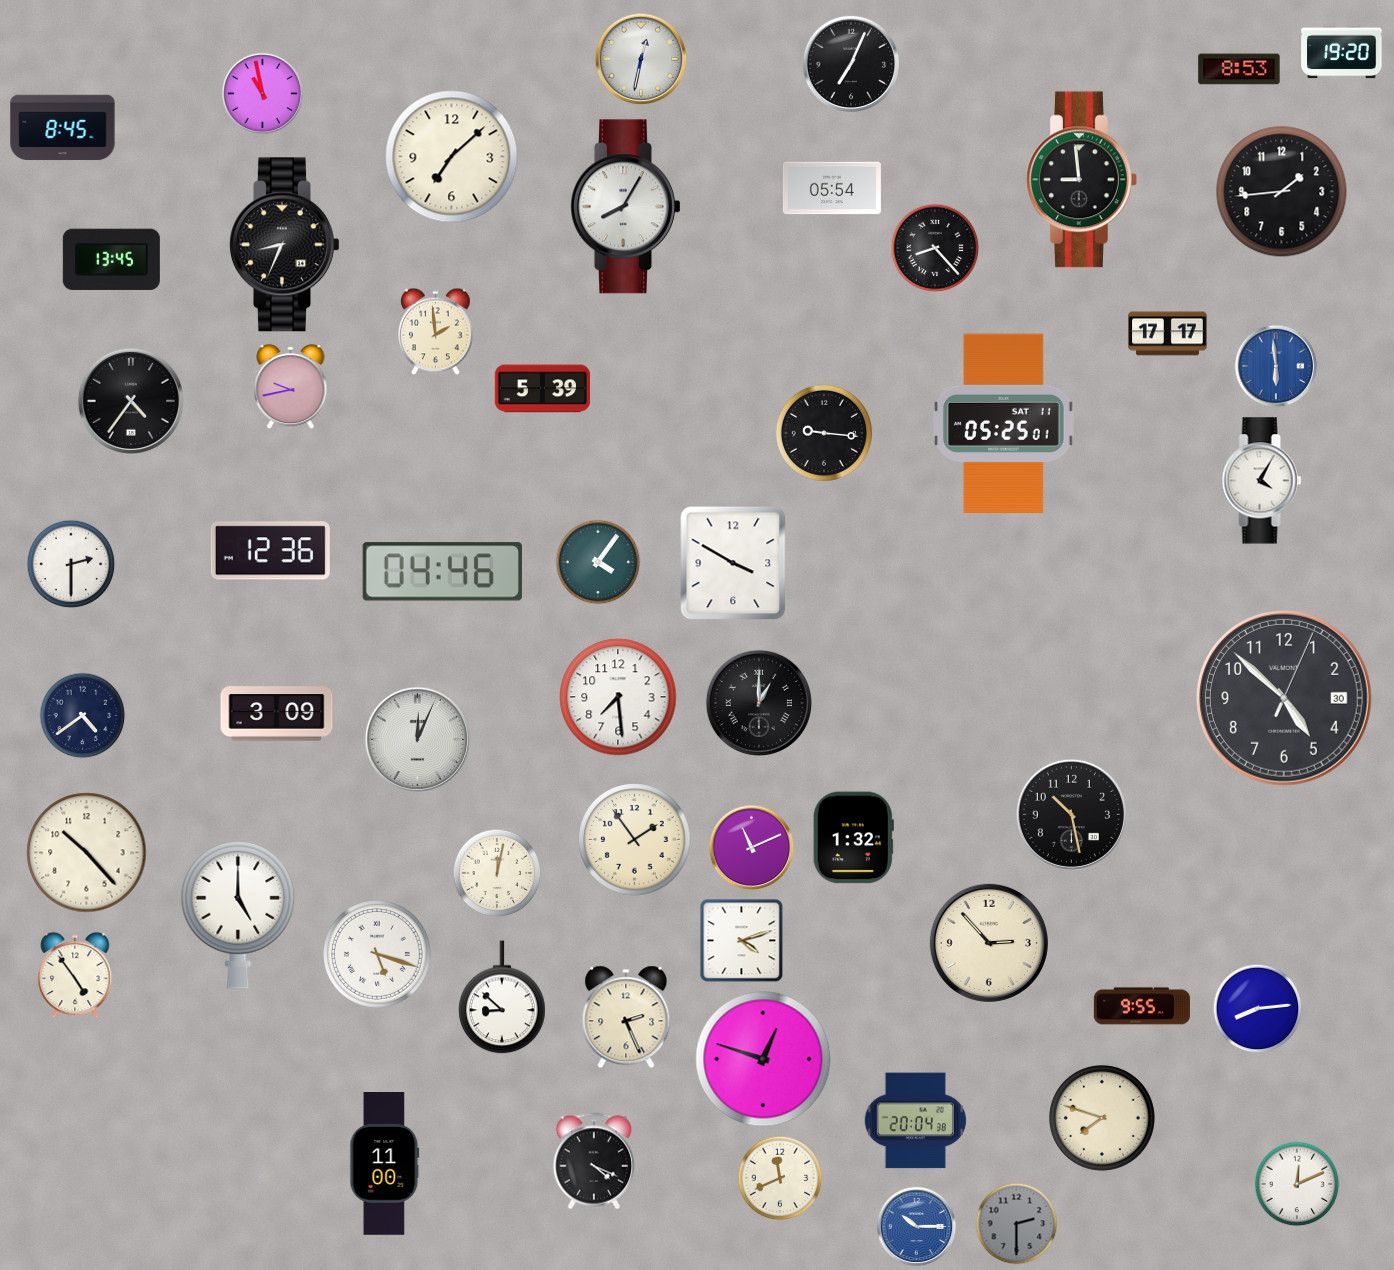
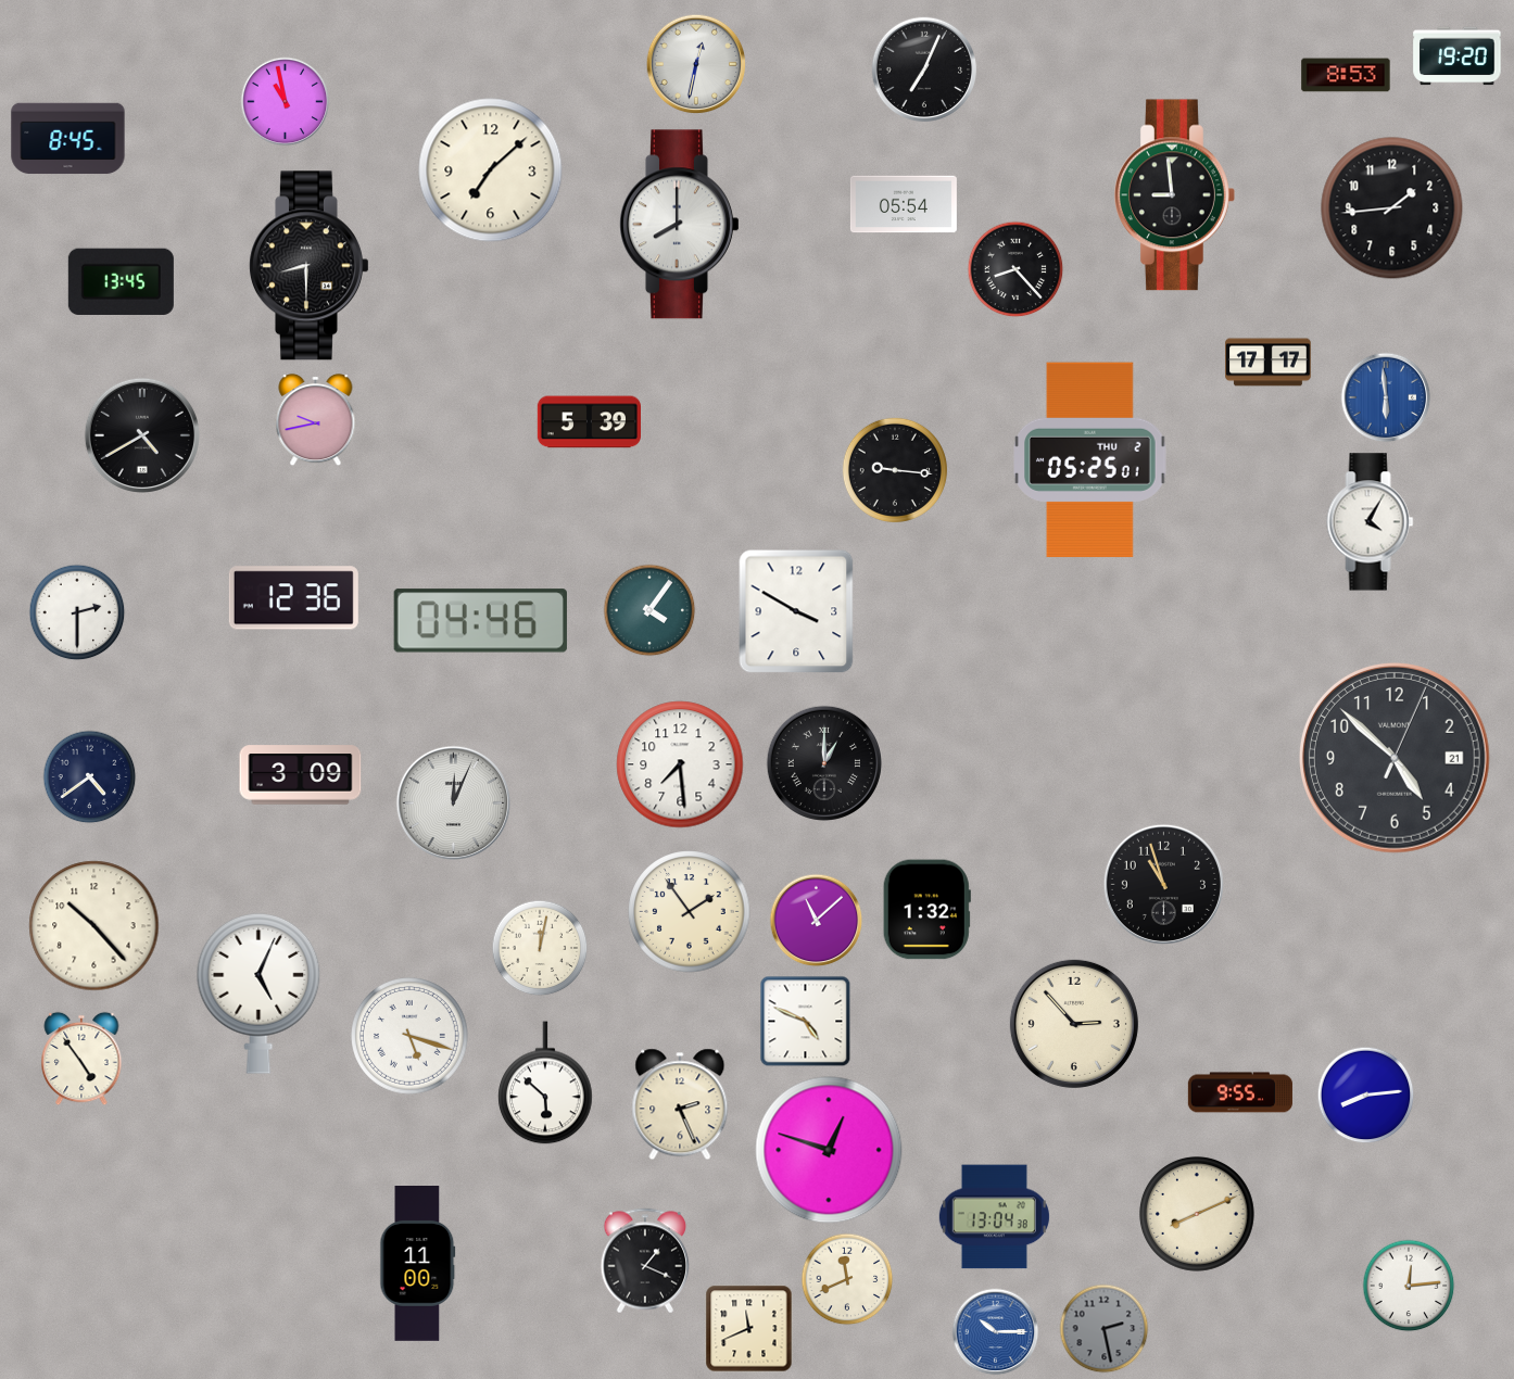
clock at (625, 207): 8:05 -> 8:00
clock at (284, 245): 8:34 -> 8:30
clock at (436, 332): 1:59 -> none
clock at (131, 401): 4:36 -> 4:40
clock at (1004, 424) date: SAT 11 -> THU 2
clock at (618, 697) position: (618, 697) -> (680, 764)
clock at (1284, 698) date: 30 -> 21
clock at (1071, 814): 10:28 -> 10:57
clock at (752, 848): 11:11 -> 11:08
clock at (238, 915): 5:00 -> 5:04
clock at (742, 941): 4:12 -> 4:49
clock at (502, 997): 8:52 -> 5:52
clock at (1102, 1118): 7:48 -> 8:11
clock at (915, 1121): 20:04 -> 13:04
clock at (594, 1161): 4:19 -> 1:19
clock at (1297, 1184): 12:11 -> 12:14
clock at (749, 1329): none -> 11:41
clock at (1017, 1224): 2:30 -> 2:28
